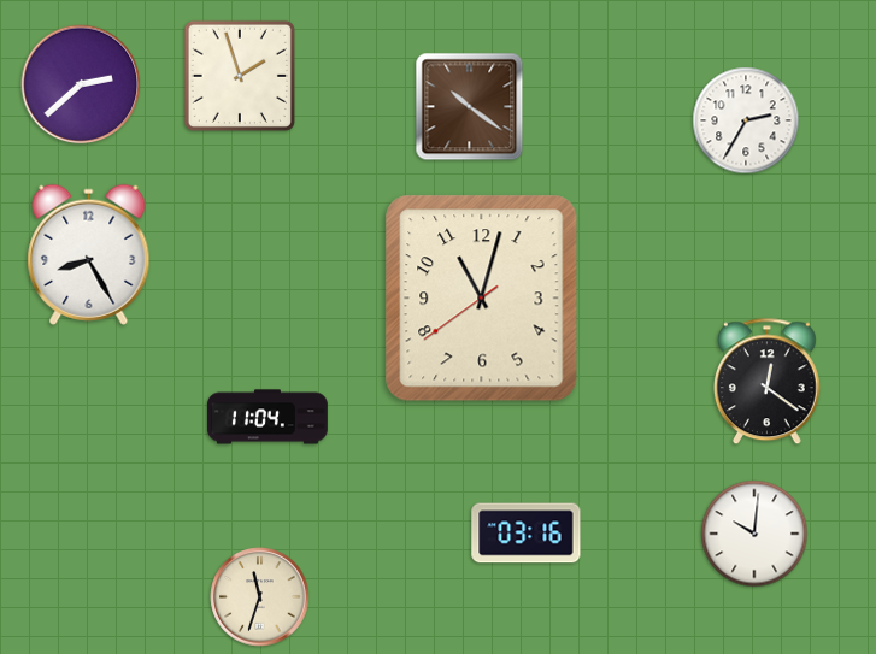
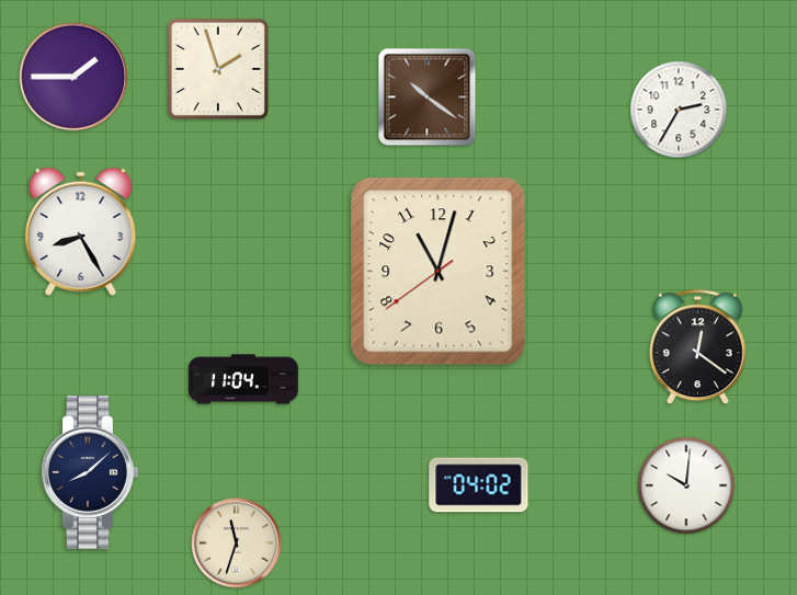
clock at (81, 84): 2:38 -> 1:45
clock at (90, 472): none -> 8:08
clock at (527, 534): 03:16 -> 04:02
